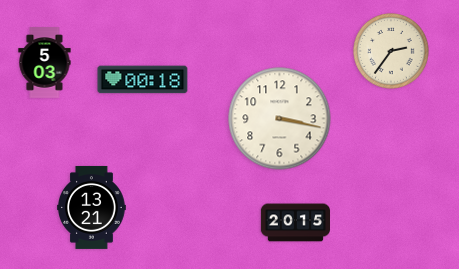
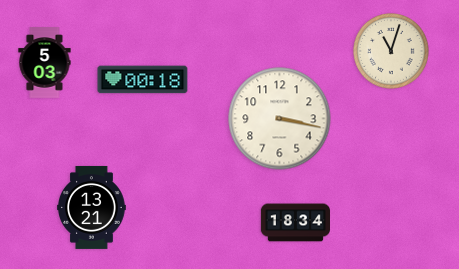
clock at (392, 52): 2:36 -> 11:03
clock at (295, 223): 20:15 -> 18:34
